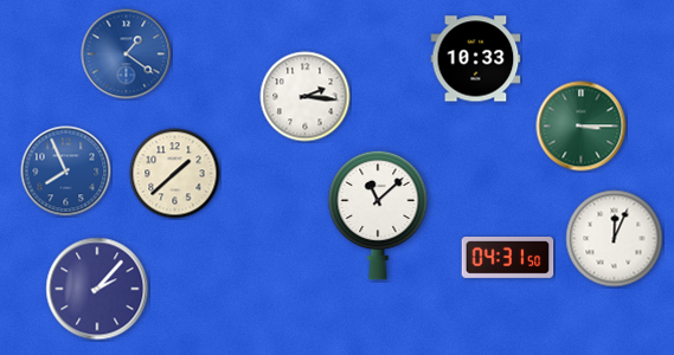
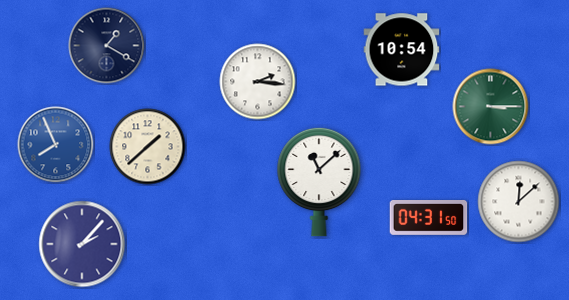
clock at (127, 54): 1:21 -> 1:20
clock at (127, 54) dial: blue -> navy
clock at (476, 59): 10:33 -> 10:54
clock at (615, 239): 12:04 -> 12:08
